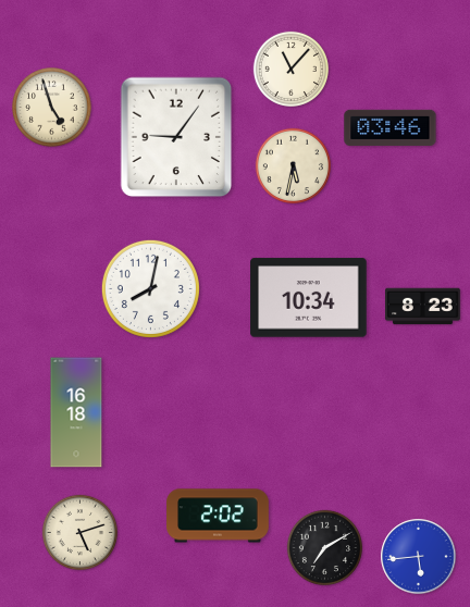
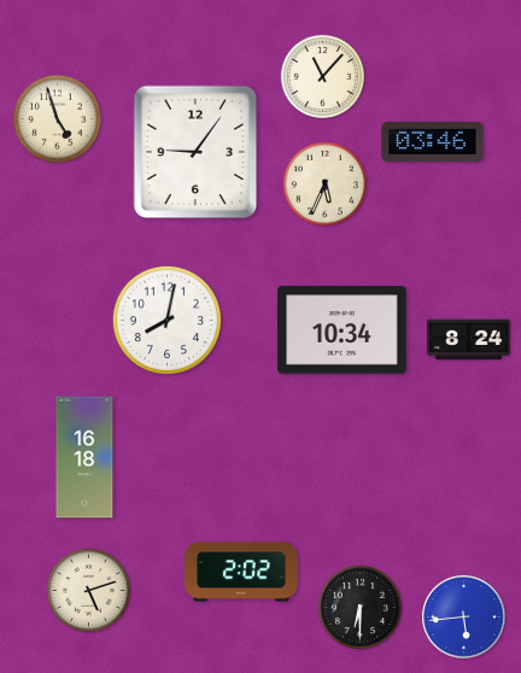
clock at (293, 165): 5:32 -> 5:34
clock at (423, 307): 8:23 -> 8:24
clock at (324, 547): 7:10 -> 6:30
